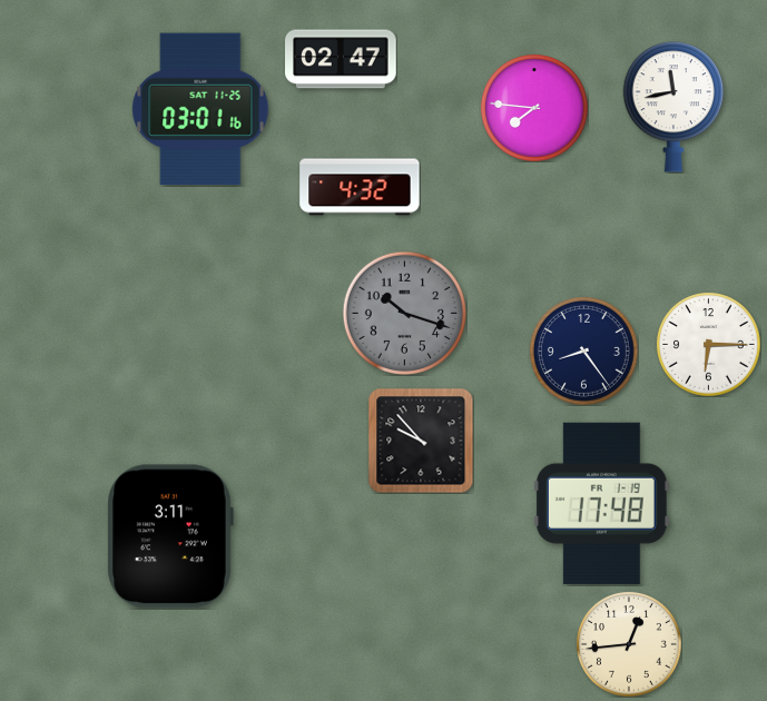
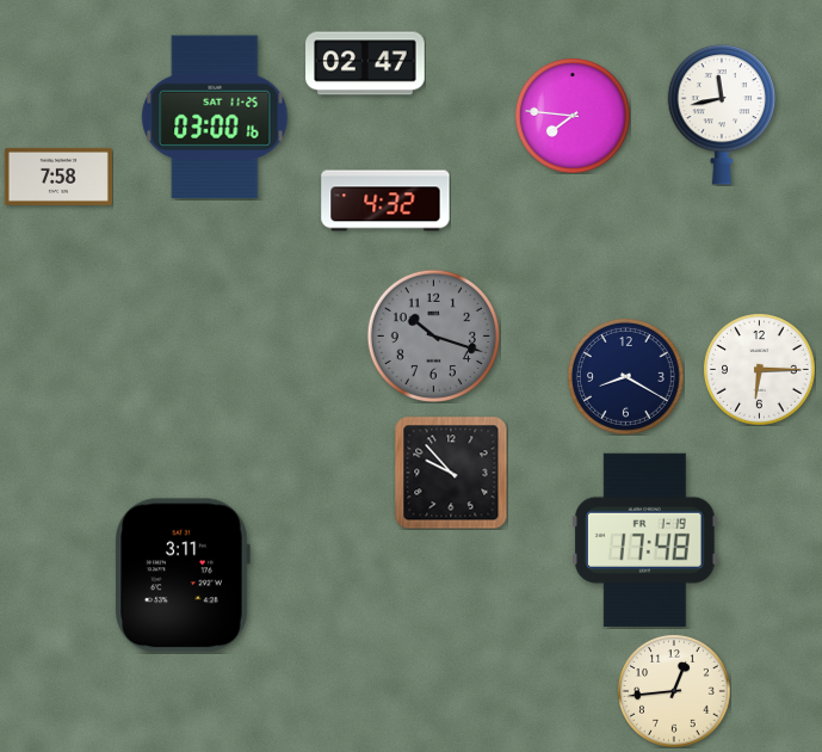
clock at (200, 109): 03:01 -> 03:00
clock at (58, 177): none -> 7:58
clock at (584, 352): 8:24 -> 8:20
